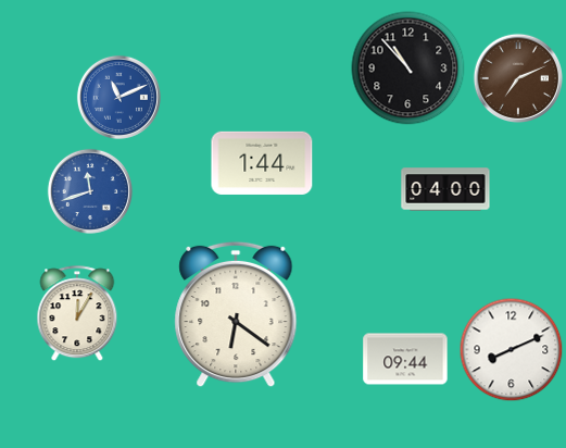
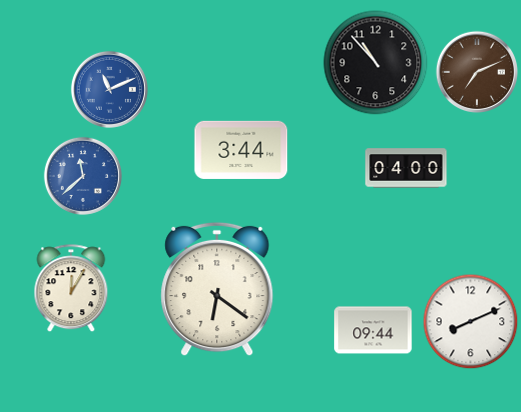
clock at (262, 163): 1:44 -> 3:44
clock at (445, 189) position: (445, 189) -> (406, 168)
clock at (90, 191): 11:42 -> 11:38
